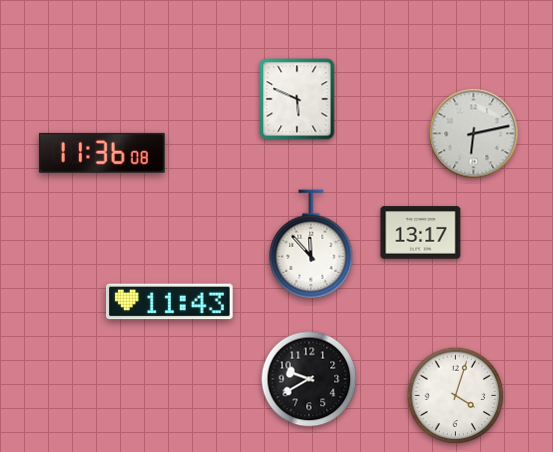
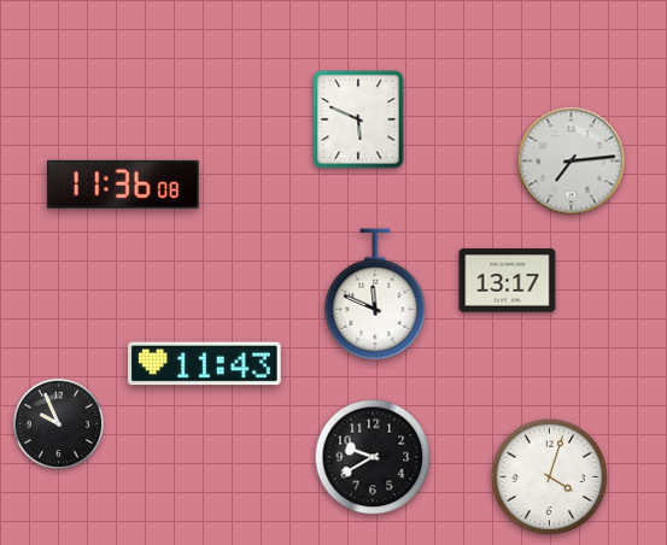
clock at (474, 134): 6:13 -> 7:14
clock at (311, 244): 11:53 -> 11:49
clock at (59, 424): none -> 9:56
